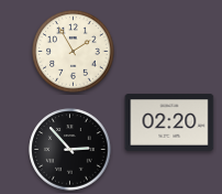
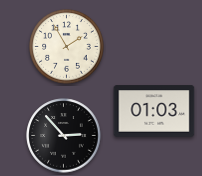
clock at (169, 122): 02:20 -> 01:03
